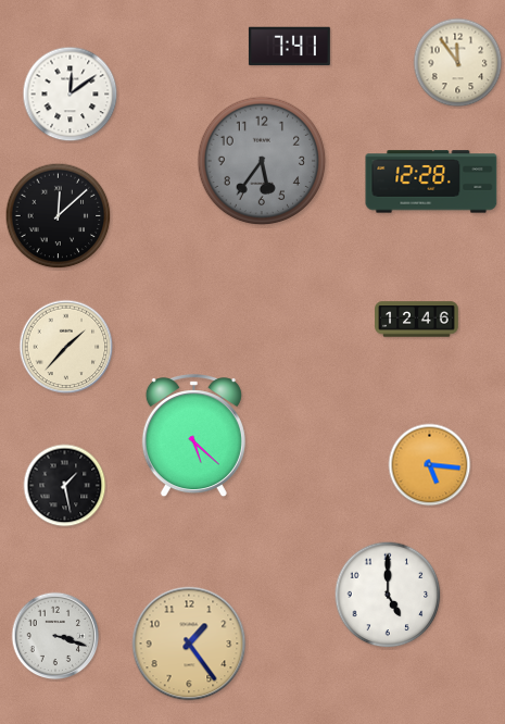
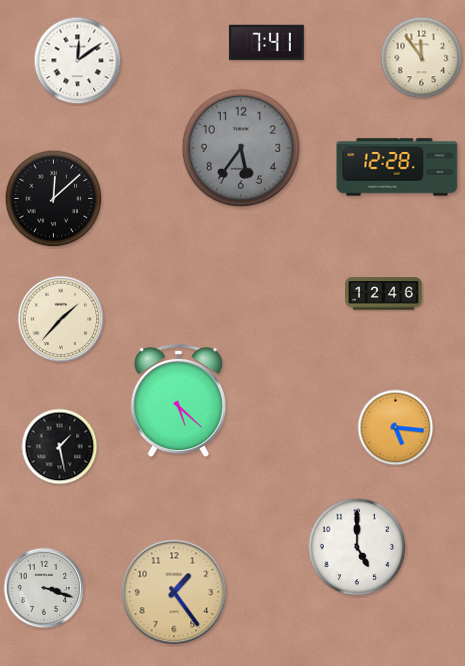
clock at (71, 95) position: (71, 95) -> (78, 61)
clock at (55, 636) position: (55, 636) -> (44, 588)
